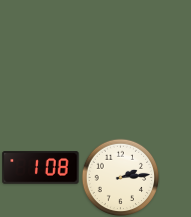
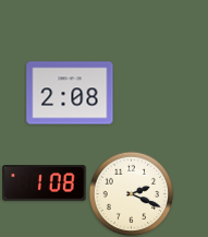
clock at (70, 93): none -> 2:08
clock at (120, 177): 2:14 -> 2:19
